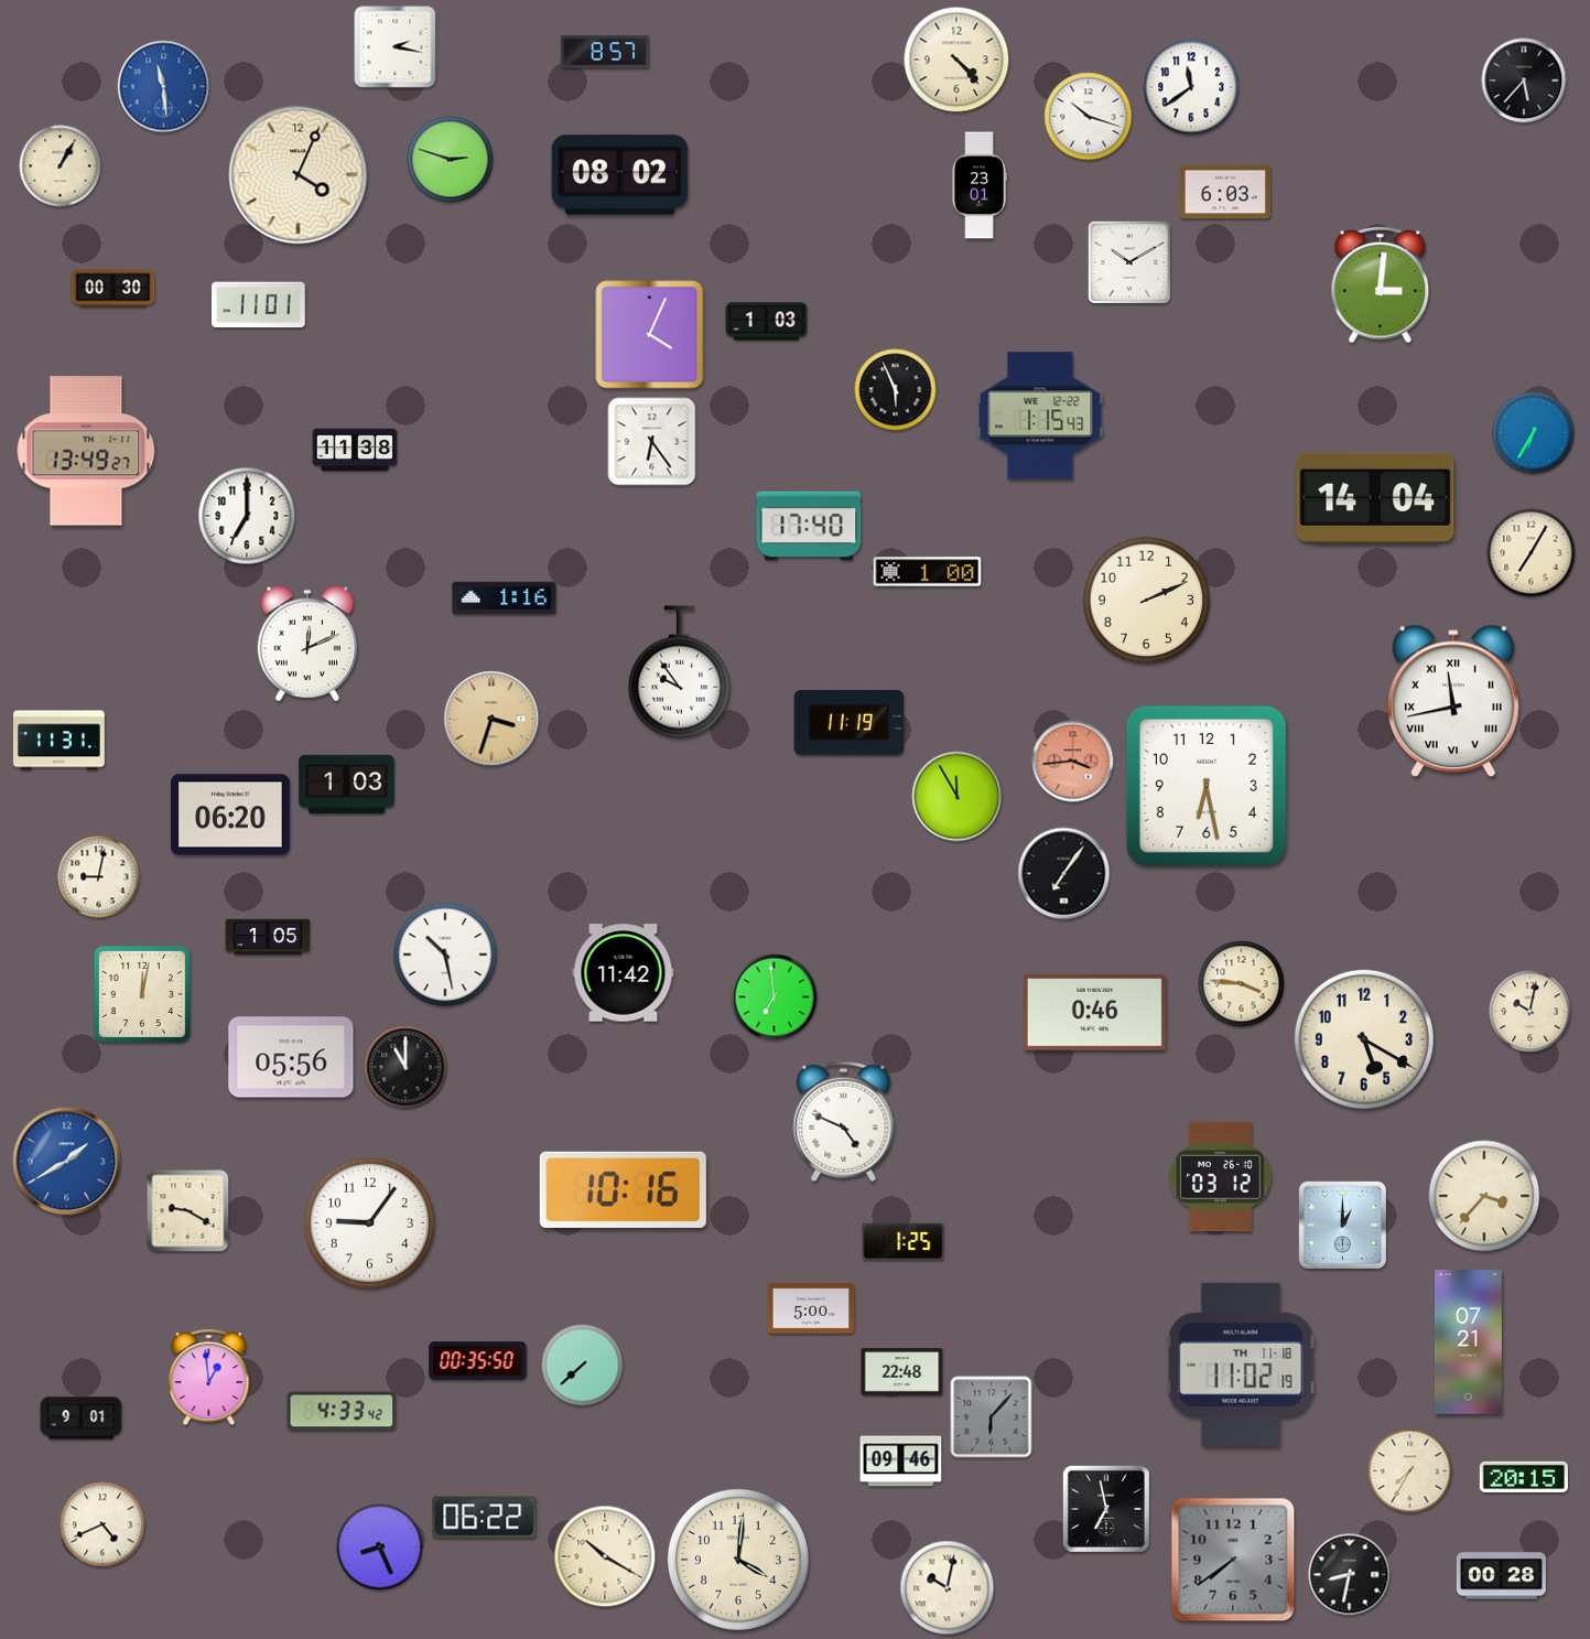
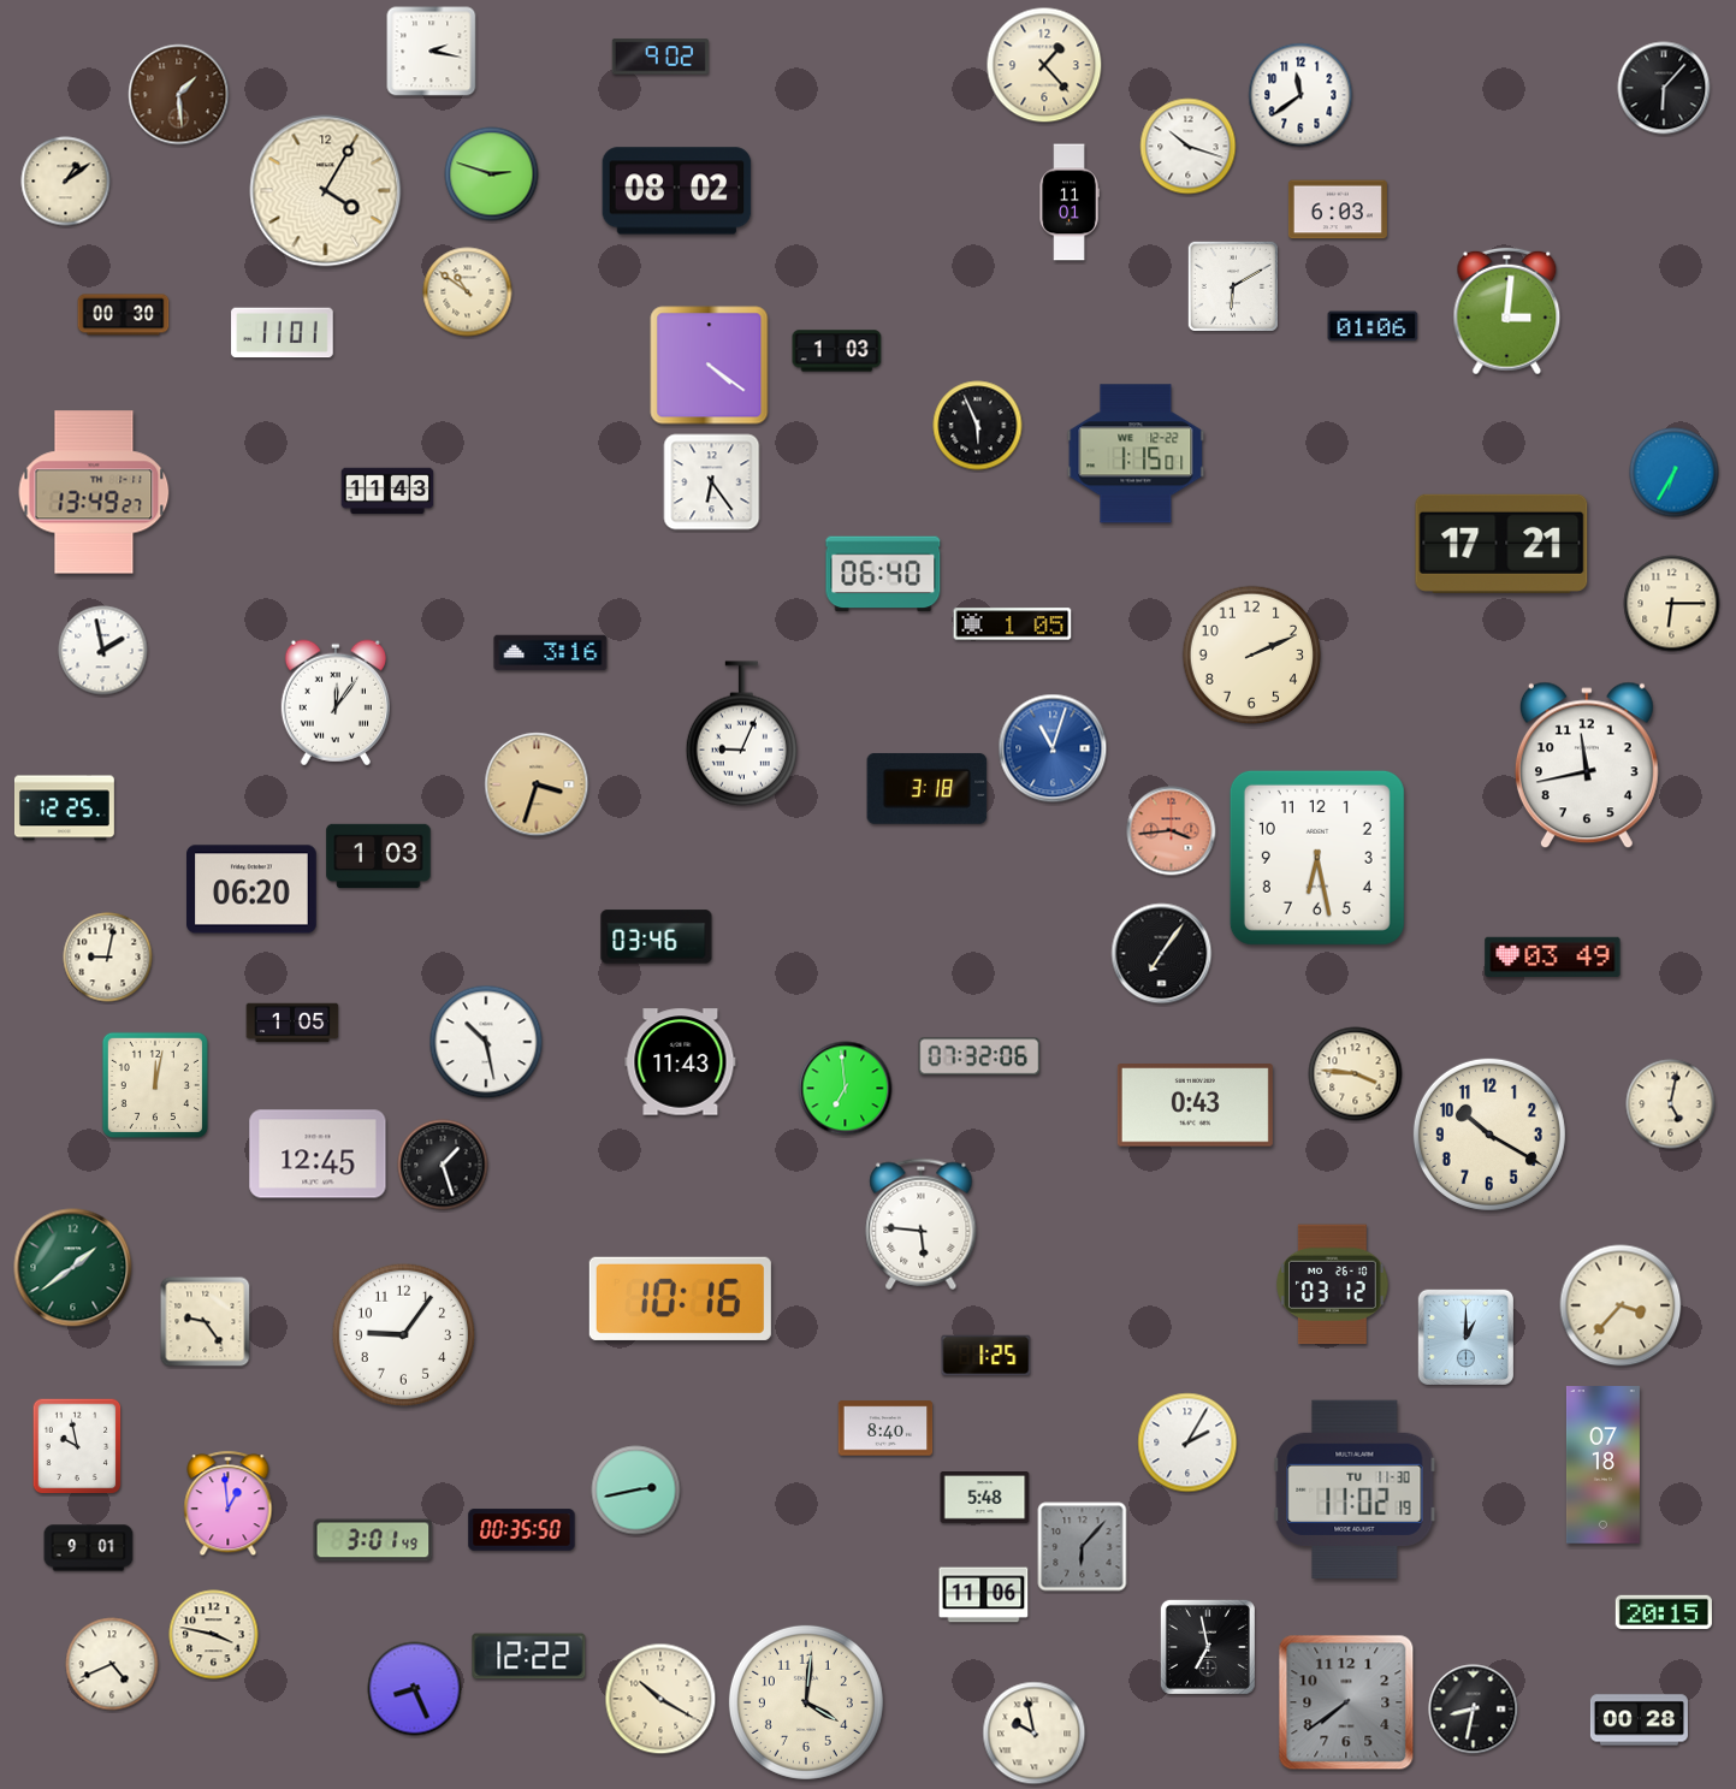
clock at (605, 52): 8:57 -> 9:02
clock at (956, 60): 4:23 -> 1:23
clock at (1524, 80): 5:37 -> 6:07
clock at (164, 87): 11:29 -> 1:29
clock at (164, 87) dial: blue -> brown
clock at (1089, 117) position: (1089, 117) -> (1189, 147)
clock at (61, 166): 1:05 -> 1:09
clock at (299, 175): 4:04 -> 4:05
clock at (980, 185): 23:01 -> 11:01
clock at (1129, 262): 10:10 -> 6:10
clock at (468, 292): none -> 10:51
clock at (1373, 326): none -> 01:06
clock at (650, 335): 4:04 -> 4:21
clock at (1040, 416): 1:15:43 -> 1:15:01
clock at (355, 450): 11:38 -> 11:43
clock at (1375, 498): 14:04 -> 17:21
clock at (247, 516): 7:00 -> none
clock at (809, 526): 17:40 -> 06:40
clock at (1532, 553): 7:05 -> 6:15
clock at (928, 572): 1:00 -> 1:05
clock at (103, 651): none -> 1:58
clock at (505, 599): 1:16 -> 3:16
clock at (307, 644): 12:11 -> 12:06
clock at (679, 672): 9:54 -> 9:04
clock at (1053, 748): none -> 11:03
clock at (1453, 701) numerals: Roman -> Arabic
clock at (850, 723): 11:19 -> 3:18
clock at (58, 741): 11:31 -> 12:25
clock at (958, 797): 11:55 -> none
clock at (657, 937): none -> 03:46
clock at (1553, 956): none -> 03:49
clock at (979, 1056): none -> 07:32
clock at (624, 973): 11:42 -> 11:43
clock at (1530, 1012): 10:02 -> 5:02
clock at (1094, 1013): 0:46 -> 0:43
clock at (1364, 1039): 5:20 -> 10:20
clock at (291, 1057): 05:56 -> 12:45
clock at (405, 1067): 11:00 -> 1:27
clock at (844, 1121): 4:49 -> 5:46
clock at (67, 1162): 1:40 -> 1:39
clock at (67, 1162) dial: blue -> green
clock at (188, 1211): 9:20 -> 9:24
clock at (811, 1308): 5:00 -> 8:40
clock at (1187, 1443): none -> 2:05
clock at (77, 1446): none -> 9:58
clock at (1468, 1343): 07:21 -> 07:18
clock at (478, 1361) position: (478, 1361) -> (522, 1530)
clock at (1241, 1363) date: TH 11-18 -> TU 11-30
clock at (583, 1366): 7:38 -> 2:43
clock at (902, 1372): 22:48 -> 5:48
clock at (342, 1411): 4:33 -> 3:01
clock at (901, 1462): 09:46 -> 11:06
clock at (1410, 1471): 7:35 -> none
clock at (214, 1635): none -> 3:47
clock at (485, 1518): 06:22 -> 12:22
clock at (1350, 1575) position: (1350, 1575) -> (1474, 1710)
clock at (948, 1588): 10:02 -> 9:58
